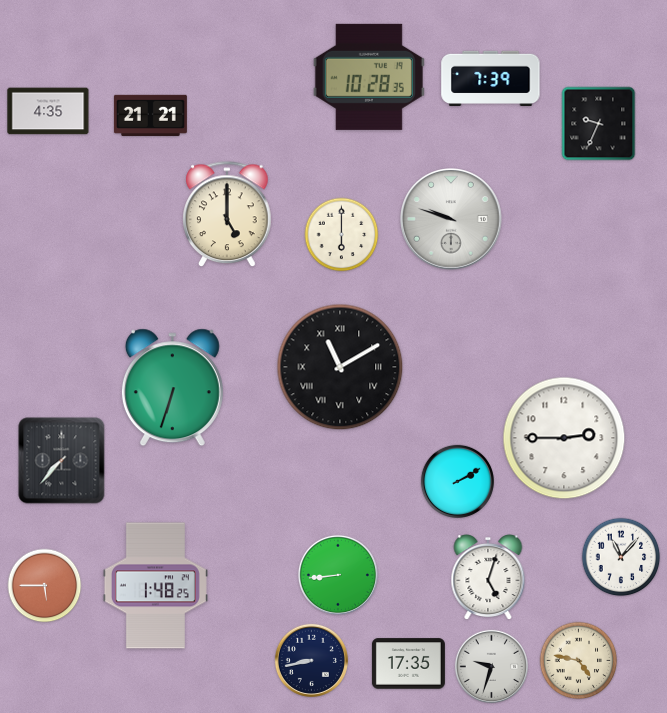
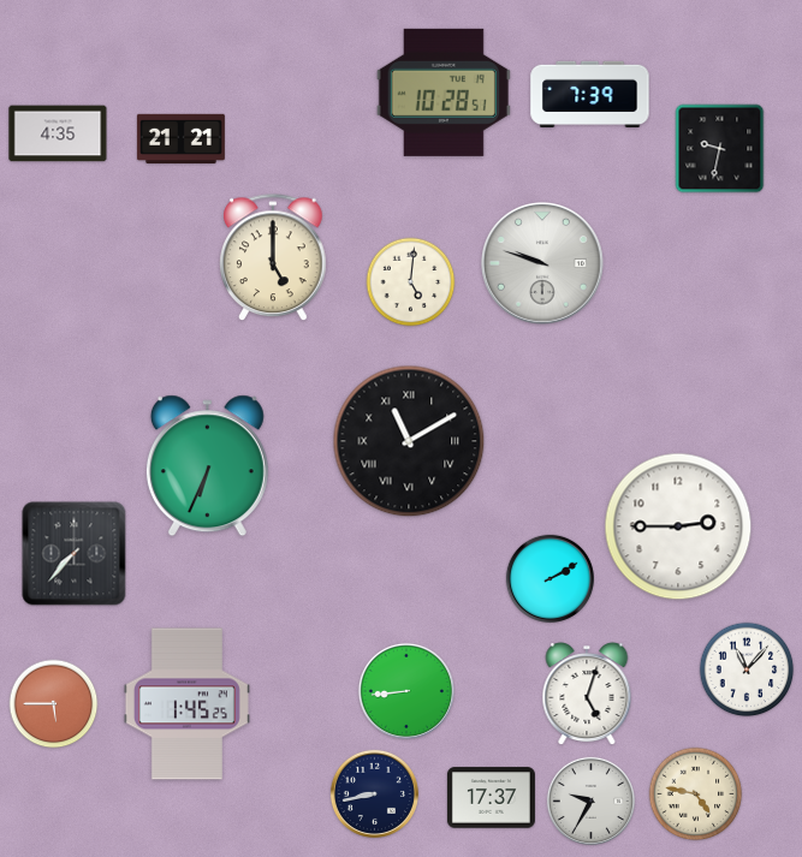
clock at (369, 77): 10:28:35 -> 10:28:51
clock at (599, 124): 9:34 -> 9:32
clock at (342, 235): 6:00 -> 5:01
clock at (172, 388): 6:33 -> 6:34
clock at (155, 586): 1:48 -> 1:45
clock at (408, 664): 17:35 -> 17:37
clock at (491, 666): 9:33 -> 9:35
